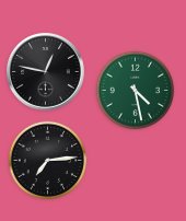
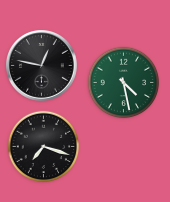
clock at (48, 161): 7:14 -> 7:18
